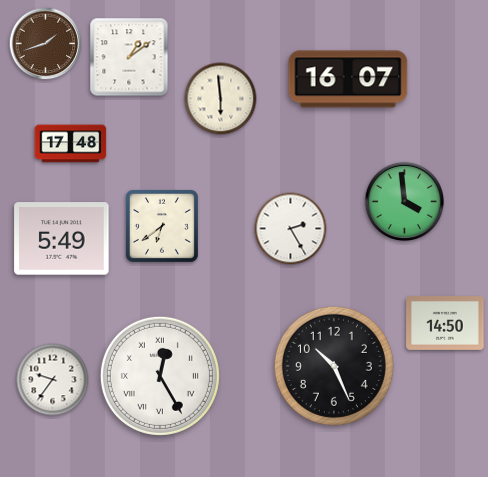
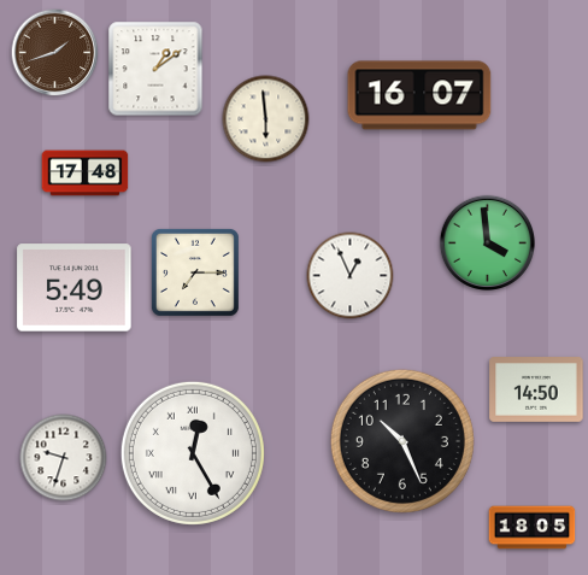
clock at (162, 226): 6:39 -> 7:15
clock at (291, 229): 2:25 -> 12:56
clock at (53, 380): 9:36 -> 9:33
clock at (533, 528): none -> 18:05
